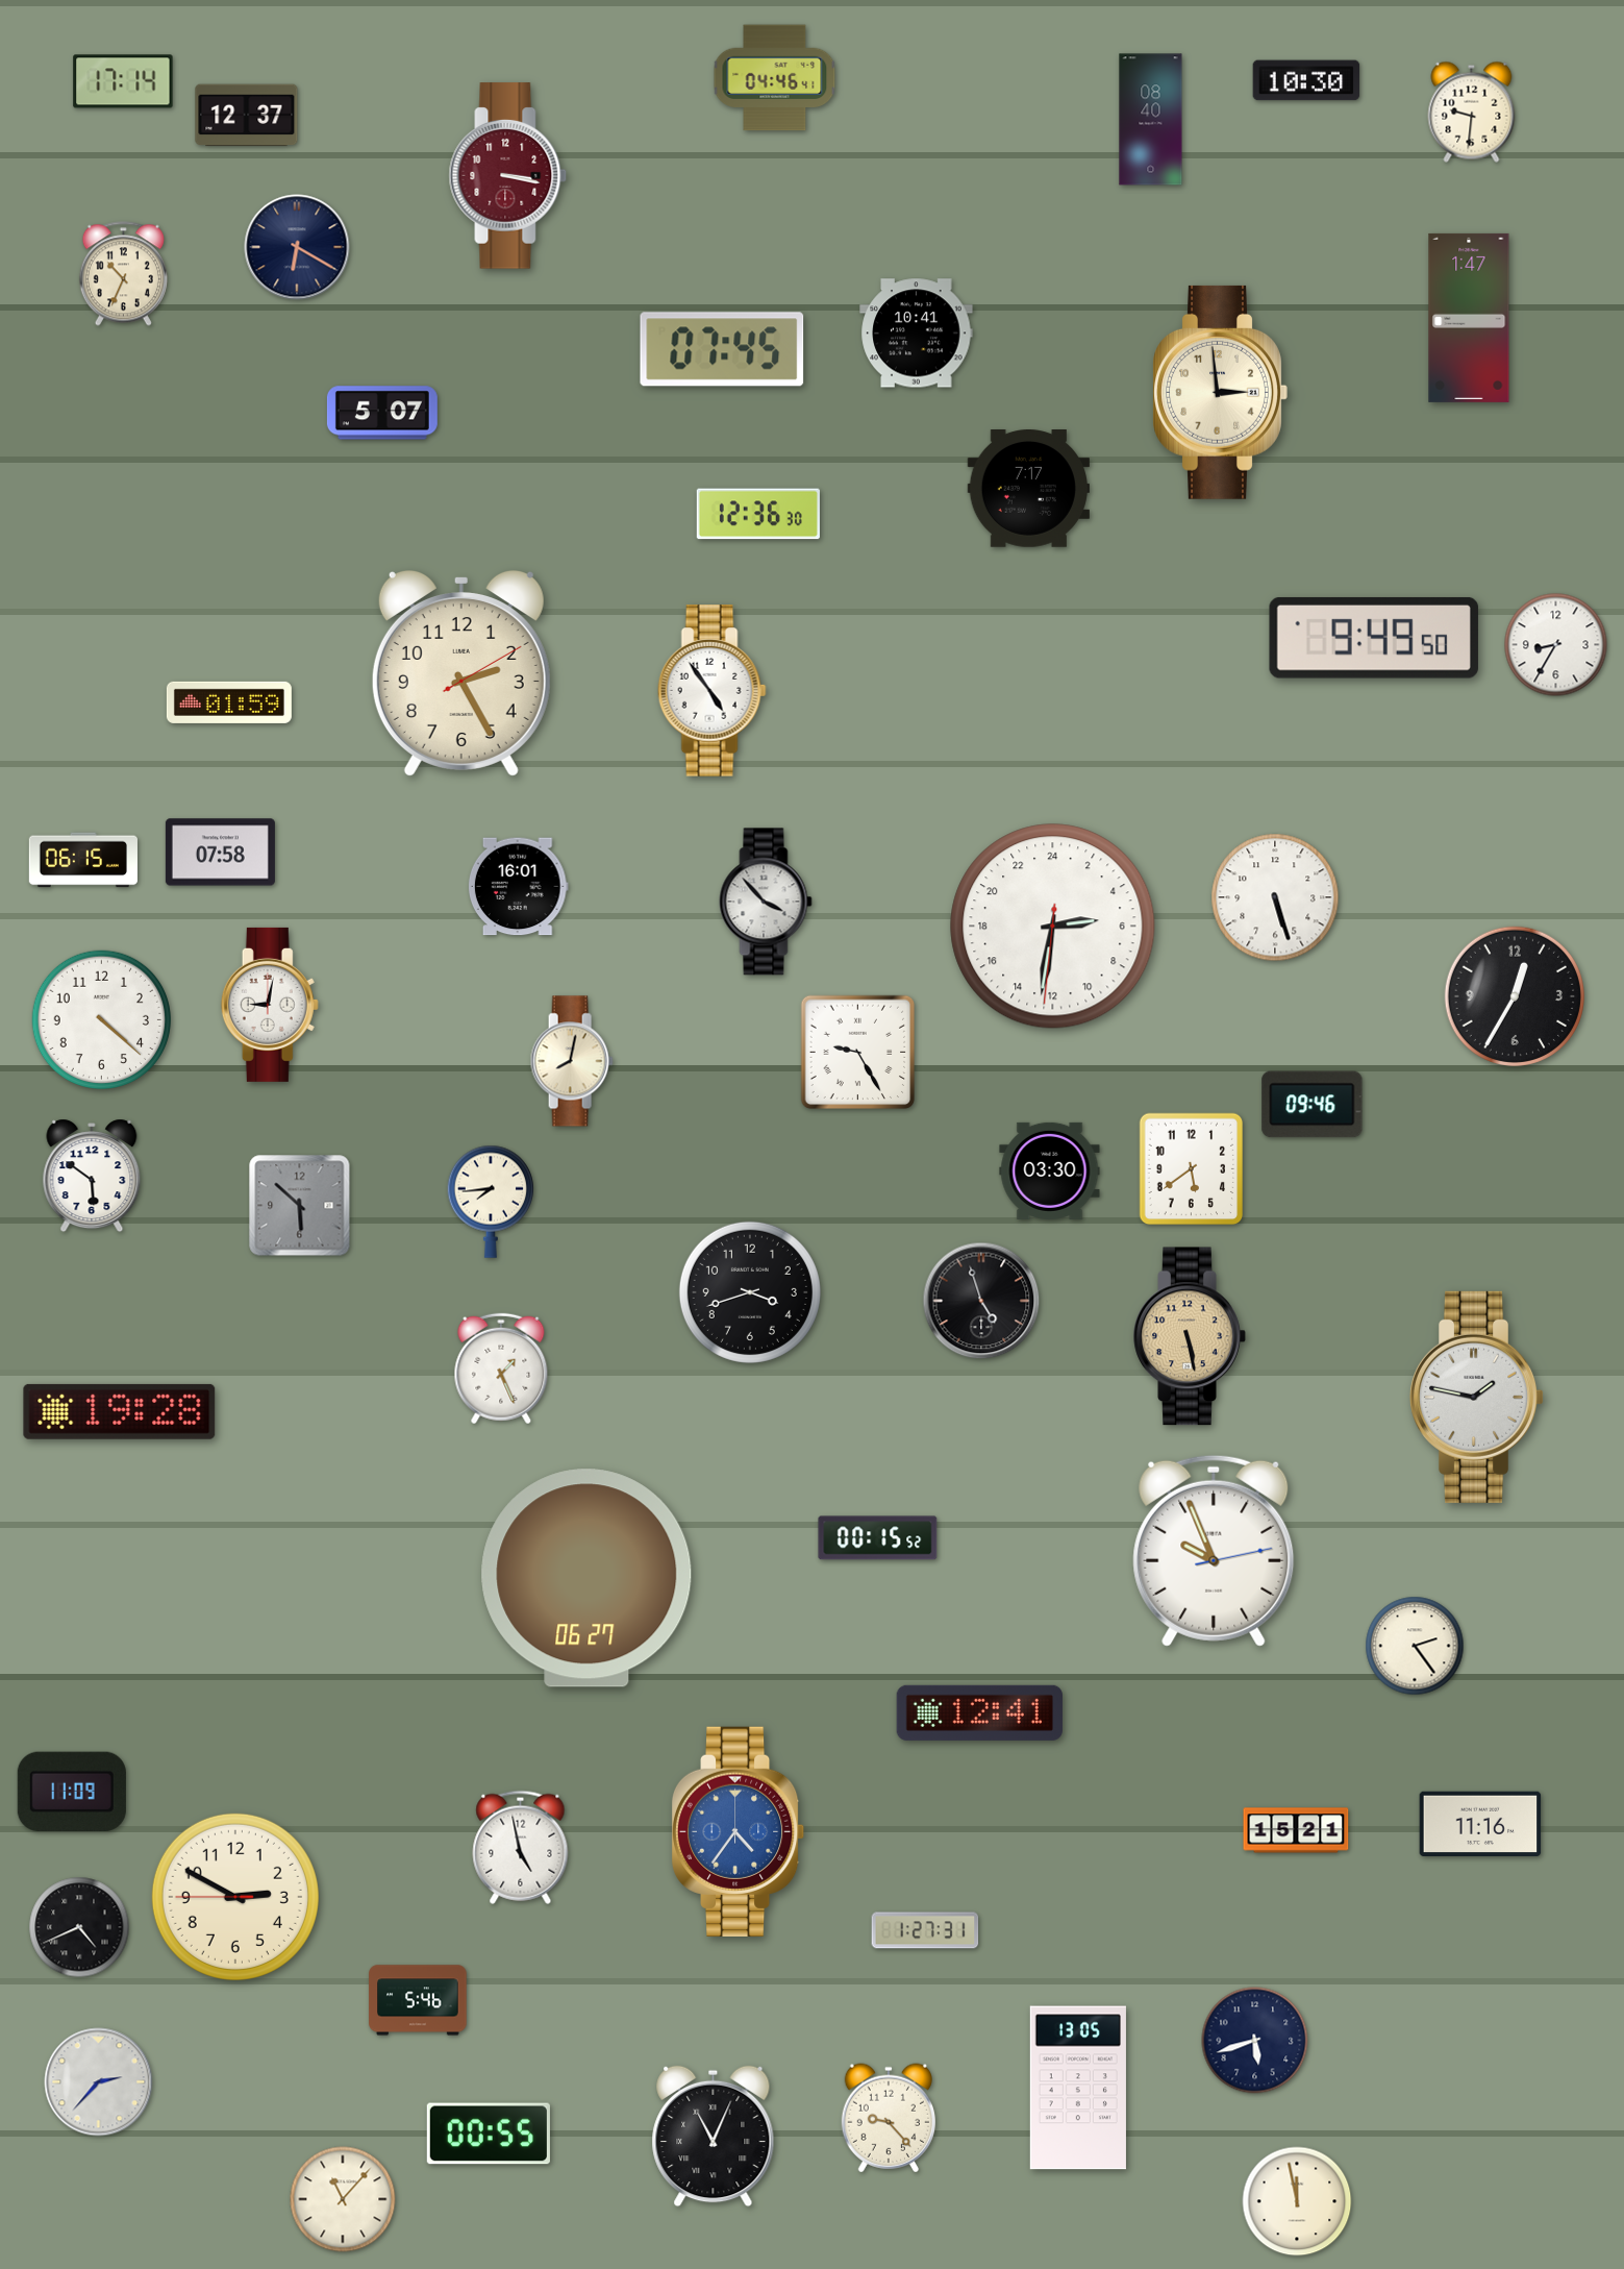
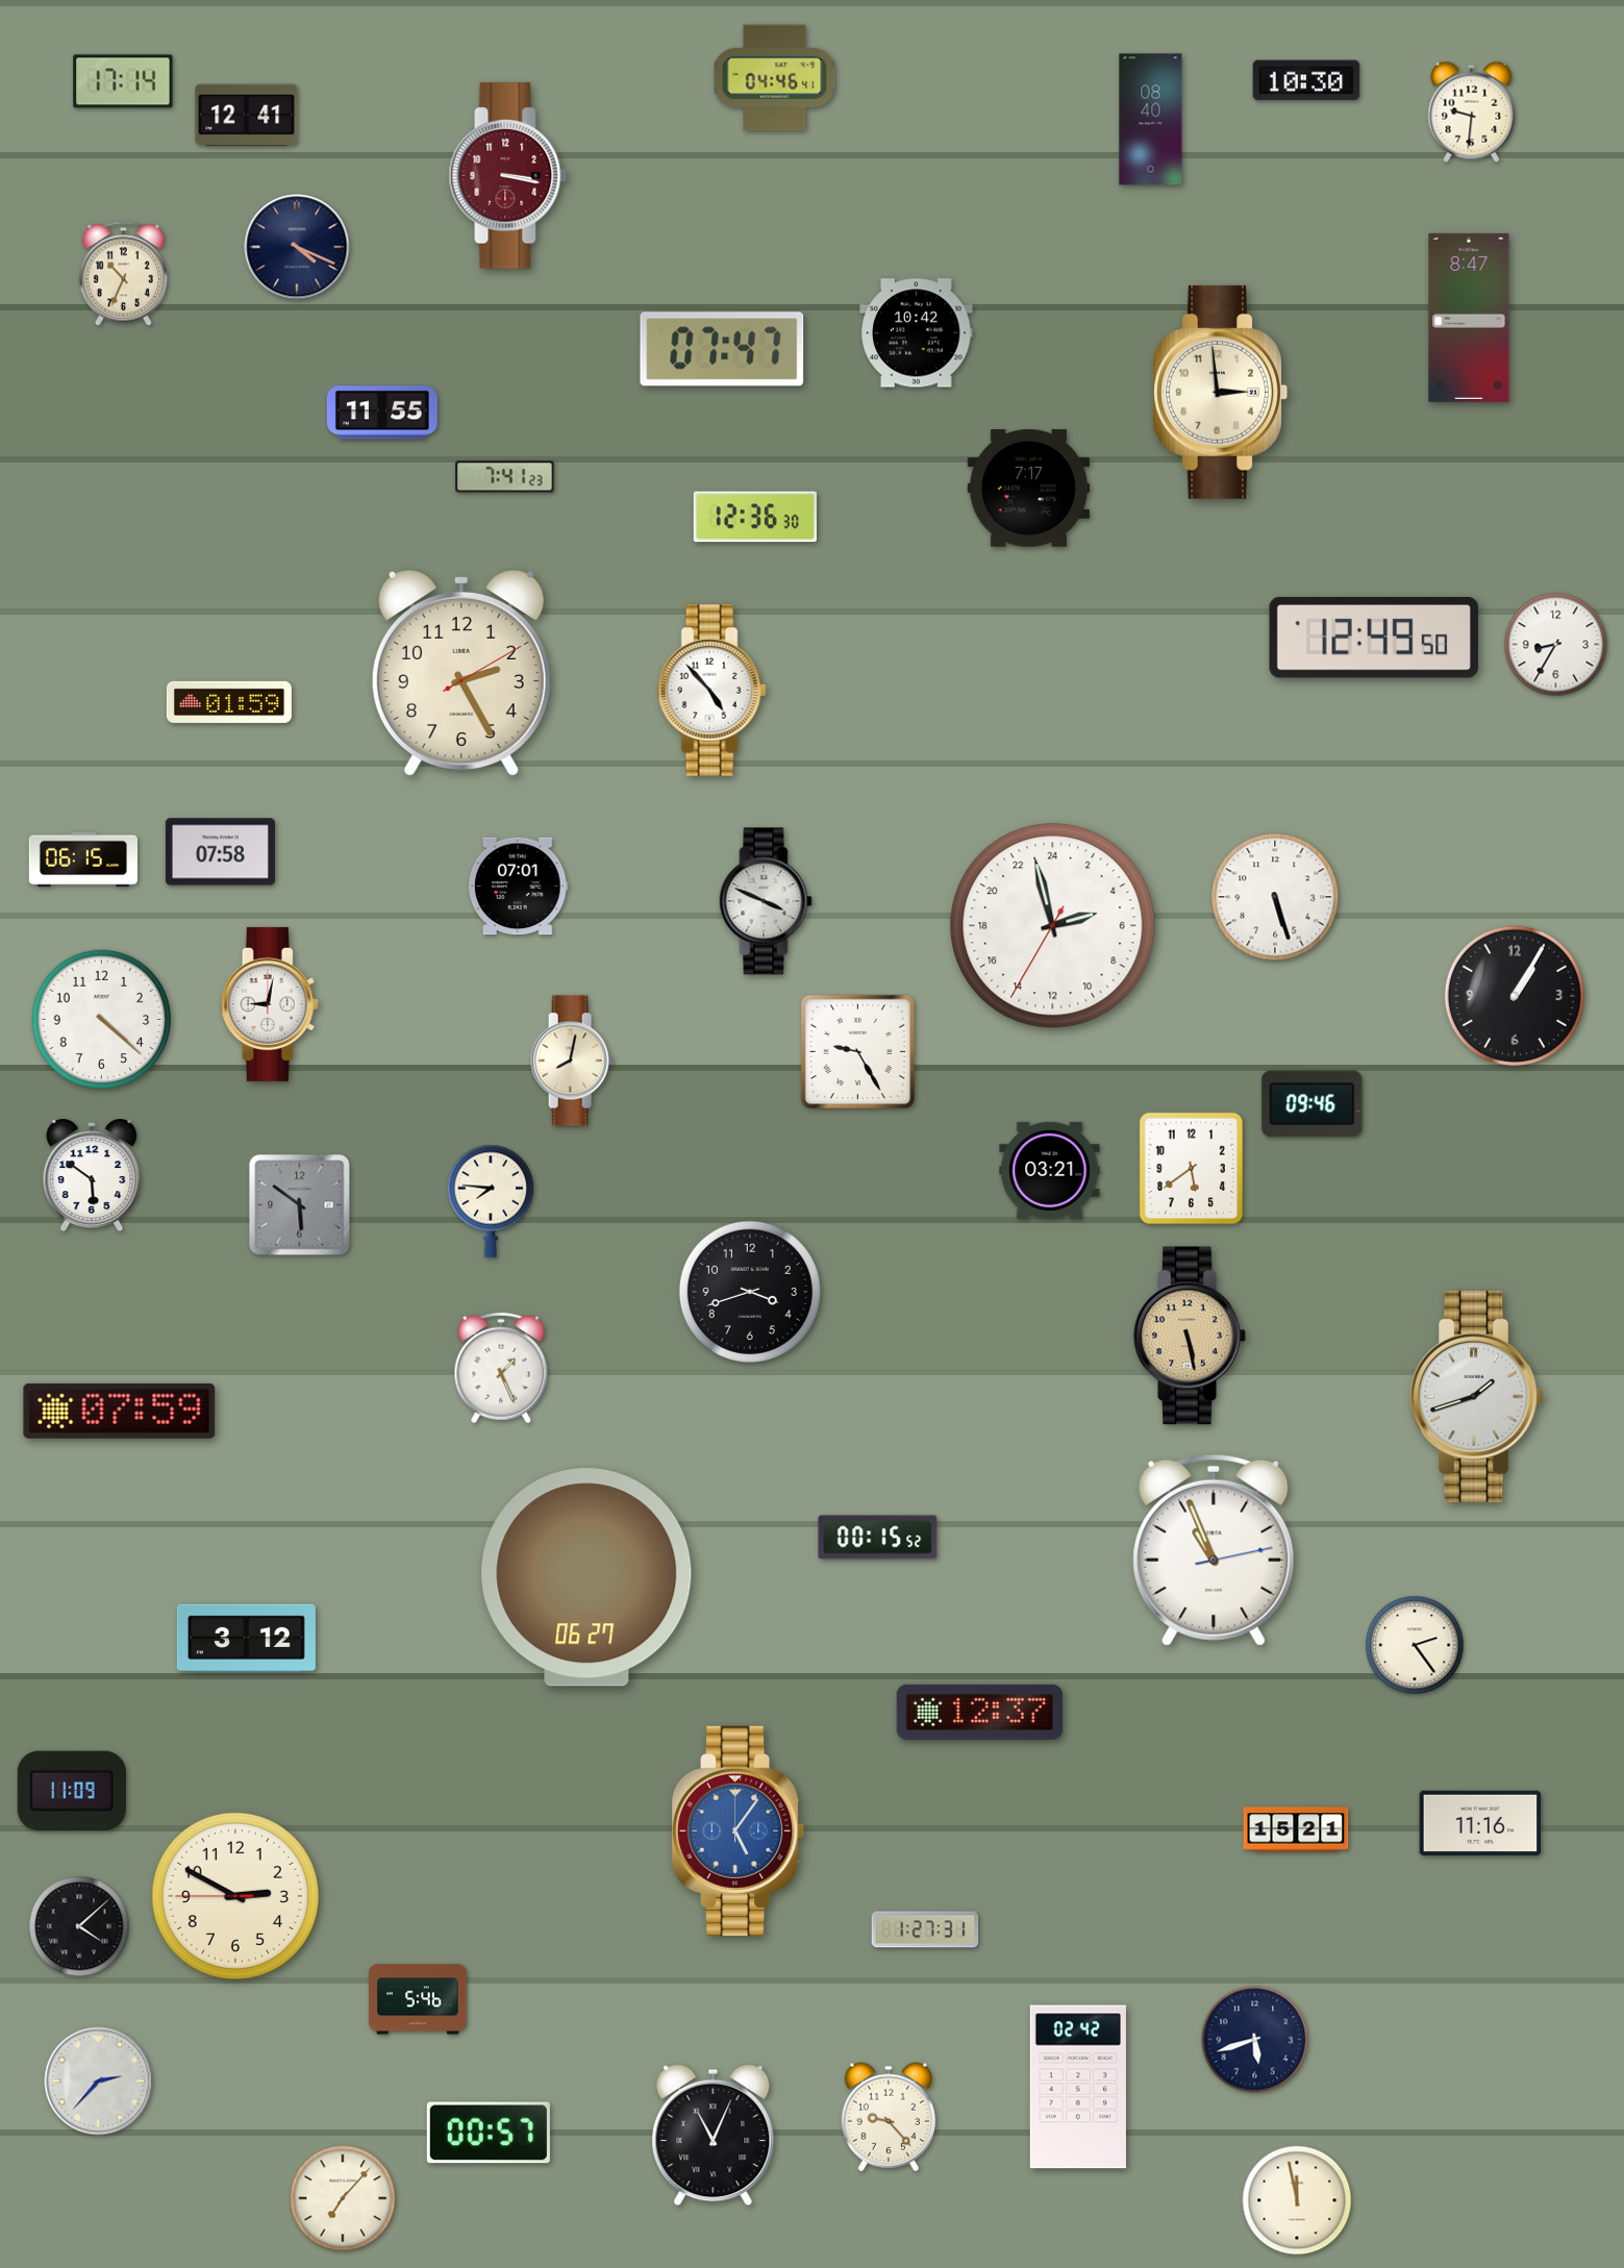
clock at (247, 116): 12:37 -> 12:41
clock at (297, 247): 6:20 -> 4:19
clock at (1469, 318): 1:47 -> 8:47
clock at (917, 334): 10:41 -> 10:42
clock at (722, 349): 07:45 -> 07:47
clock at (382, 413): 5:07 -> 11:55
clock at (505, 477): none -> 7:41
clock at (758, 514) position: (758, 514) -> (755, 517)
clock at (1374, 638): 9:49 -> 12:49
clock at (711, 691): 4:54 -> 4:53
clock at (518, 887): 16:01 -> 07:01
clock at (766, 902): 3:53 -> 3:49
clock at (1053, 927): 5:31 -> 4:57
clock at (1515, 996): 12:35 -> 1:05
clock at (1050, 1170): 03:30 -> 03:21
clock at (491, 1202): 7:44 -> 7:46
clock at (300, 1206): 5:52 -> 5:51
clock at (981, 1301): 4:57 -> none
clock at (1478, 1397): 1:47 -> 1:42
clock at (120, 1411): 19:28 -> 07:59
clock at (1214, 1551): 9:56 -> 10:56
clock at (246, 1639): none -> 3:12
clock at (979, 1712): 12:41 -> 12:37
clock at (739, 1831): 4:36 -> 5:06
clock at (521, 1847): 4:58 -> none
clock at (79, 1927): 4:41 -> 4:08
clock at (1078, 2088): 13:05 -> 02:42
clock at (489, 2134): 00:55 -> 00:57
clock at (343, 2199): 11:07 -> 7:07
